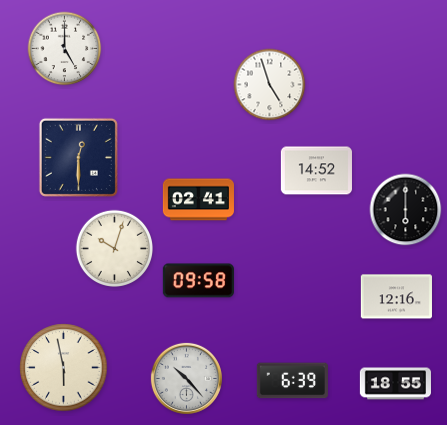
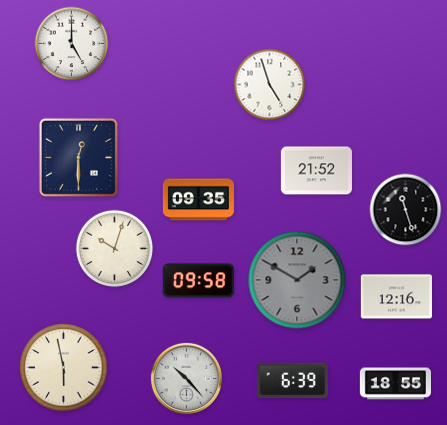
clock at (65, 49) position: (65, 49) -> (72, 44)
clock at (316, 171): 14:52 -> 21:52
clock at (198, 200): 02:41 -> 09:35
clock at (406, 210): 6:00 -> 11:27
clock at (297, 280): none -> 1:50
